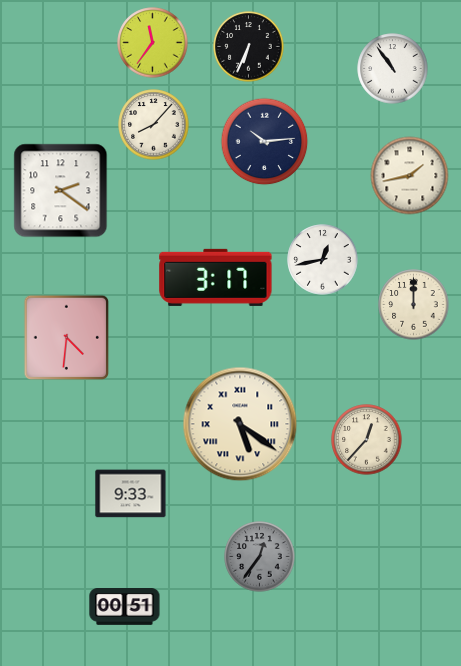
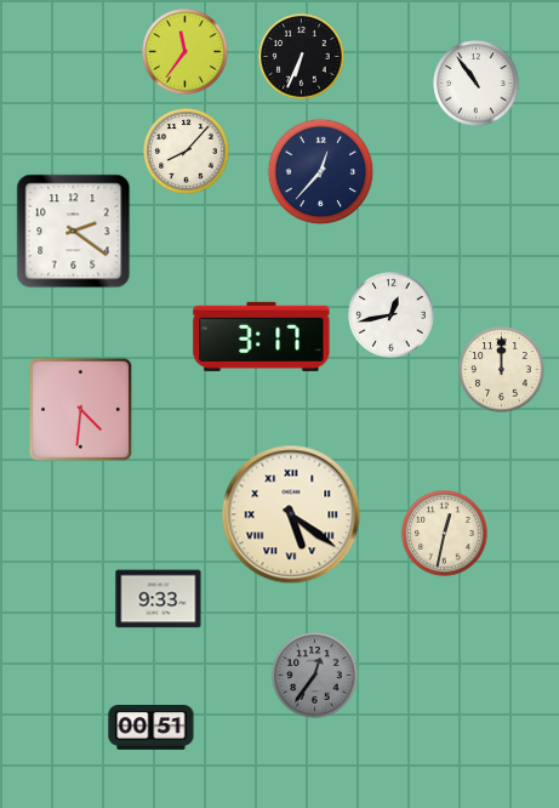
clock at (265, 142): 10:14 -> 12:37
clock at (410, 176): 1:43 -> none
clock at (367, 440): 12:37 -> 12:32
clock at (125, 607) position: (125, 607) -> (152, 728)
